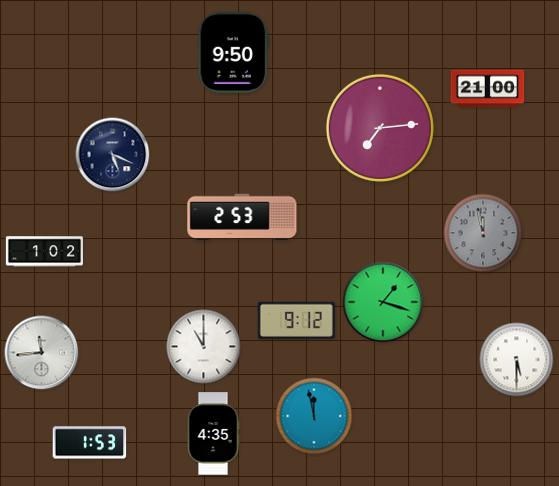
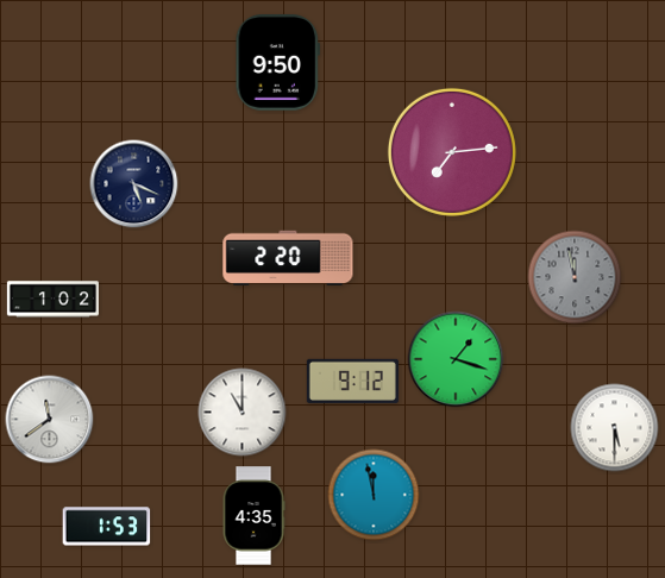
clock at (488, 89): 21:00 -> none
clock at (242, 217): 2:53 -> 2:20
clock at (42, 353): 11:44 -> 11:39
